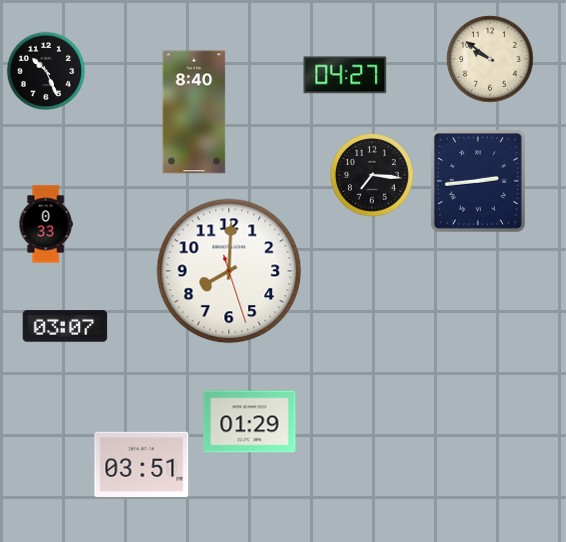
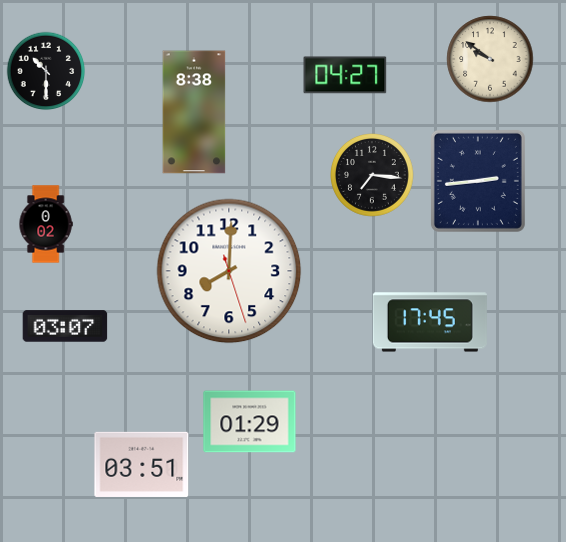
clock at (46, 71): 10:26 -> 10:30
clock at (194, 112): 8:40 -> 8:38
clock at (46, 224): 0:33 -> 0:02
clock at (430, 322): none -> 17:45
